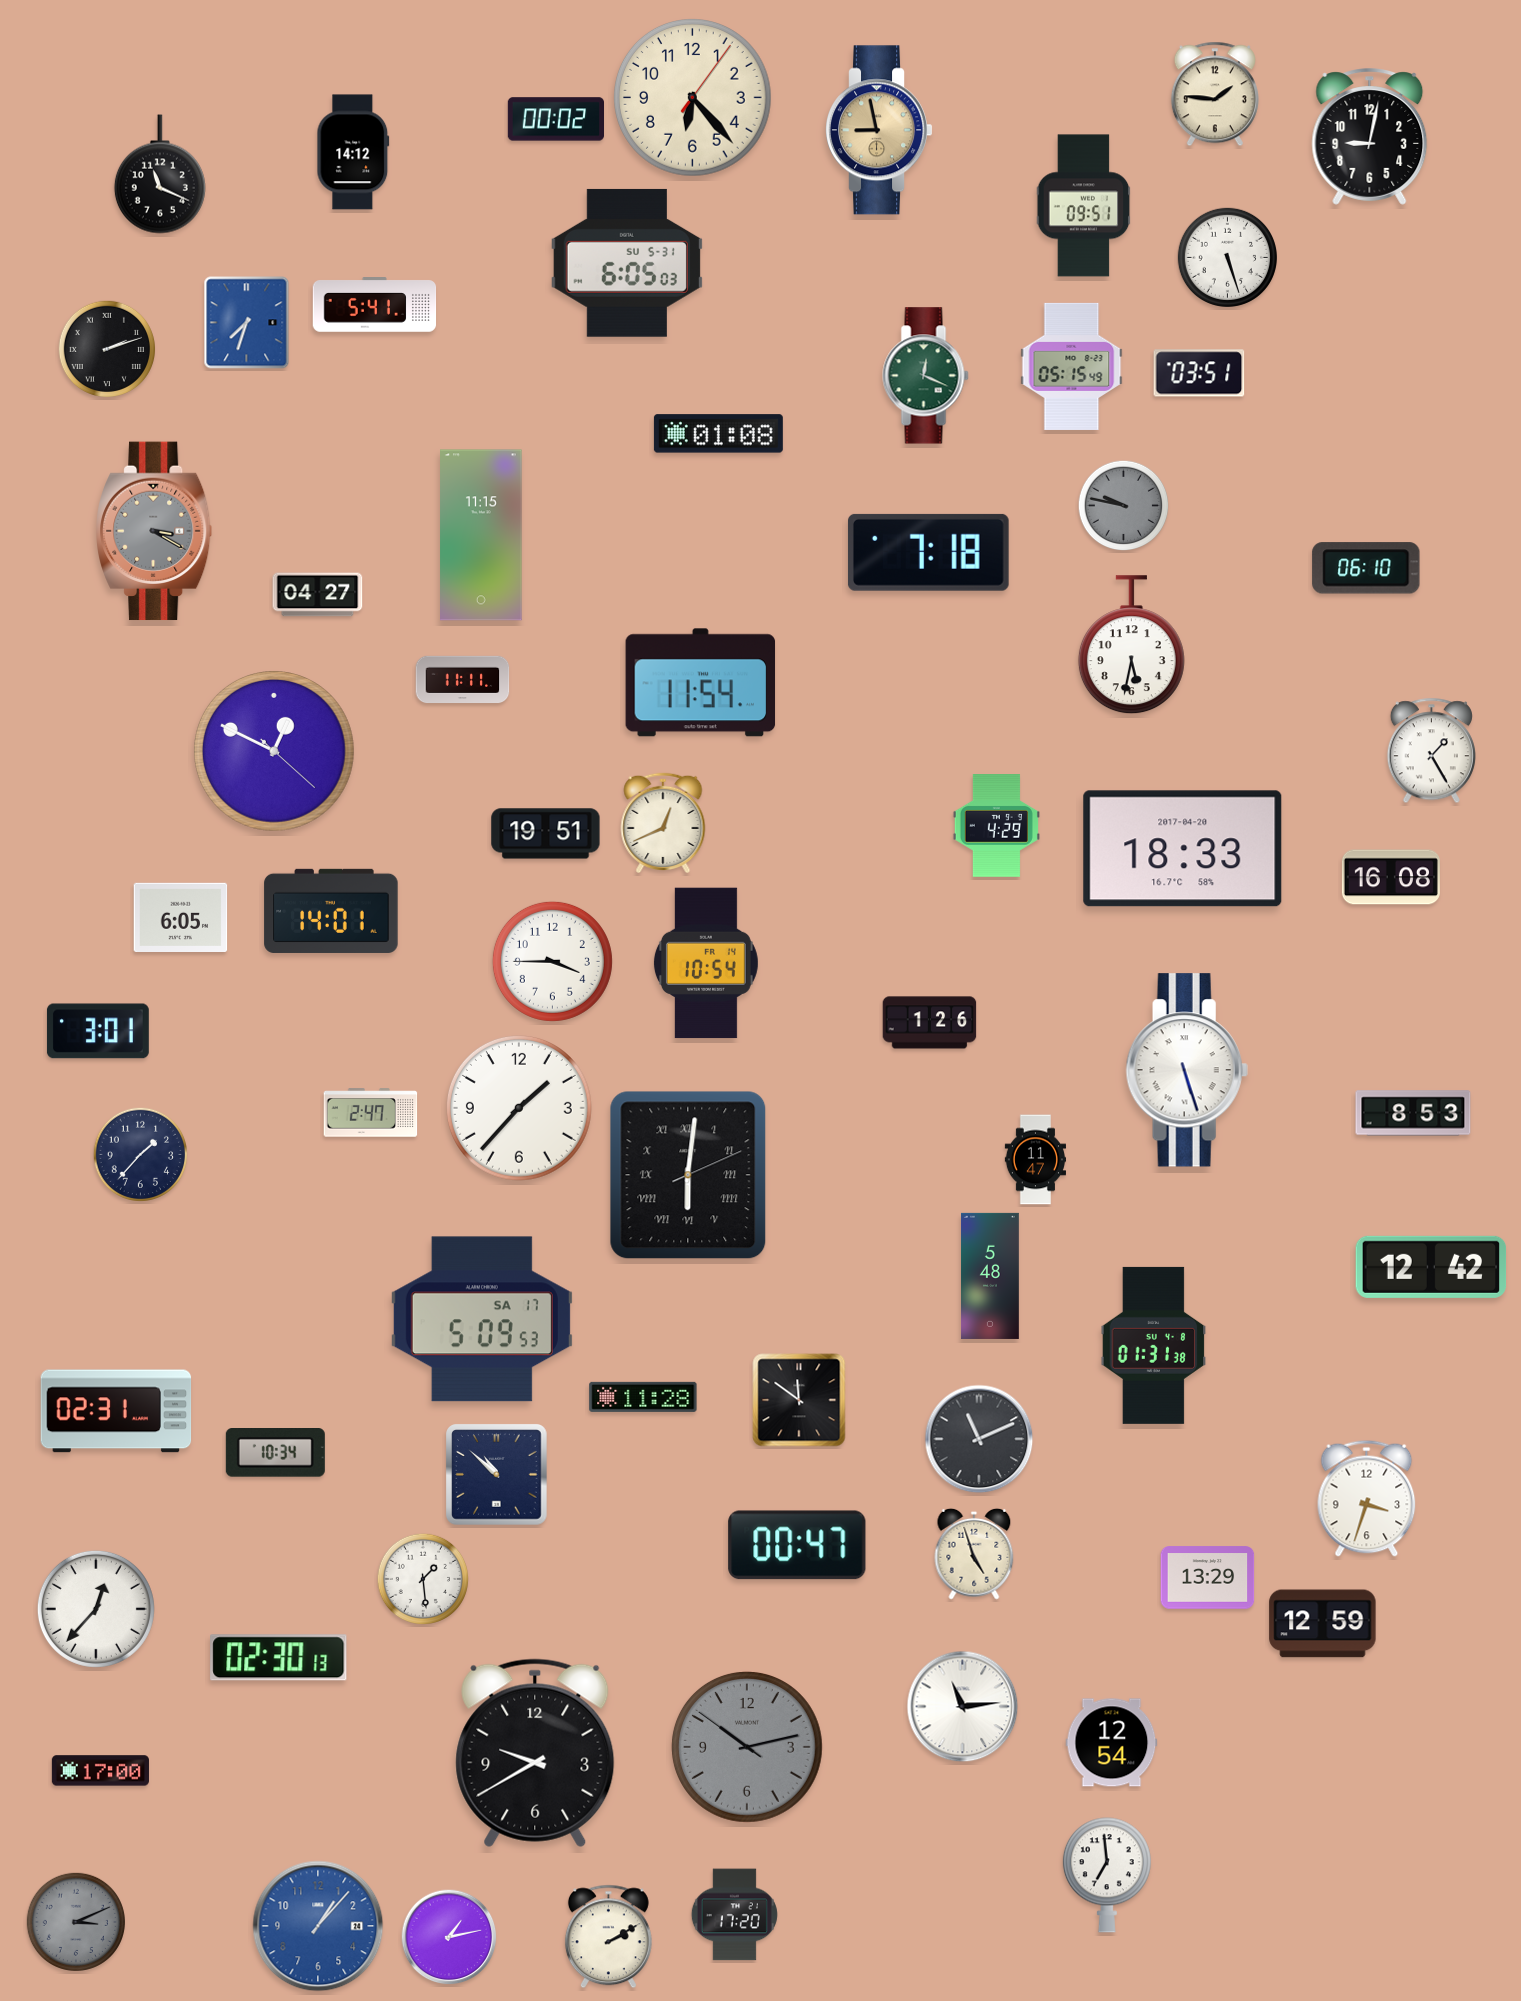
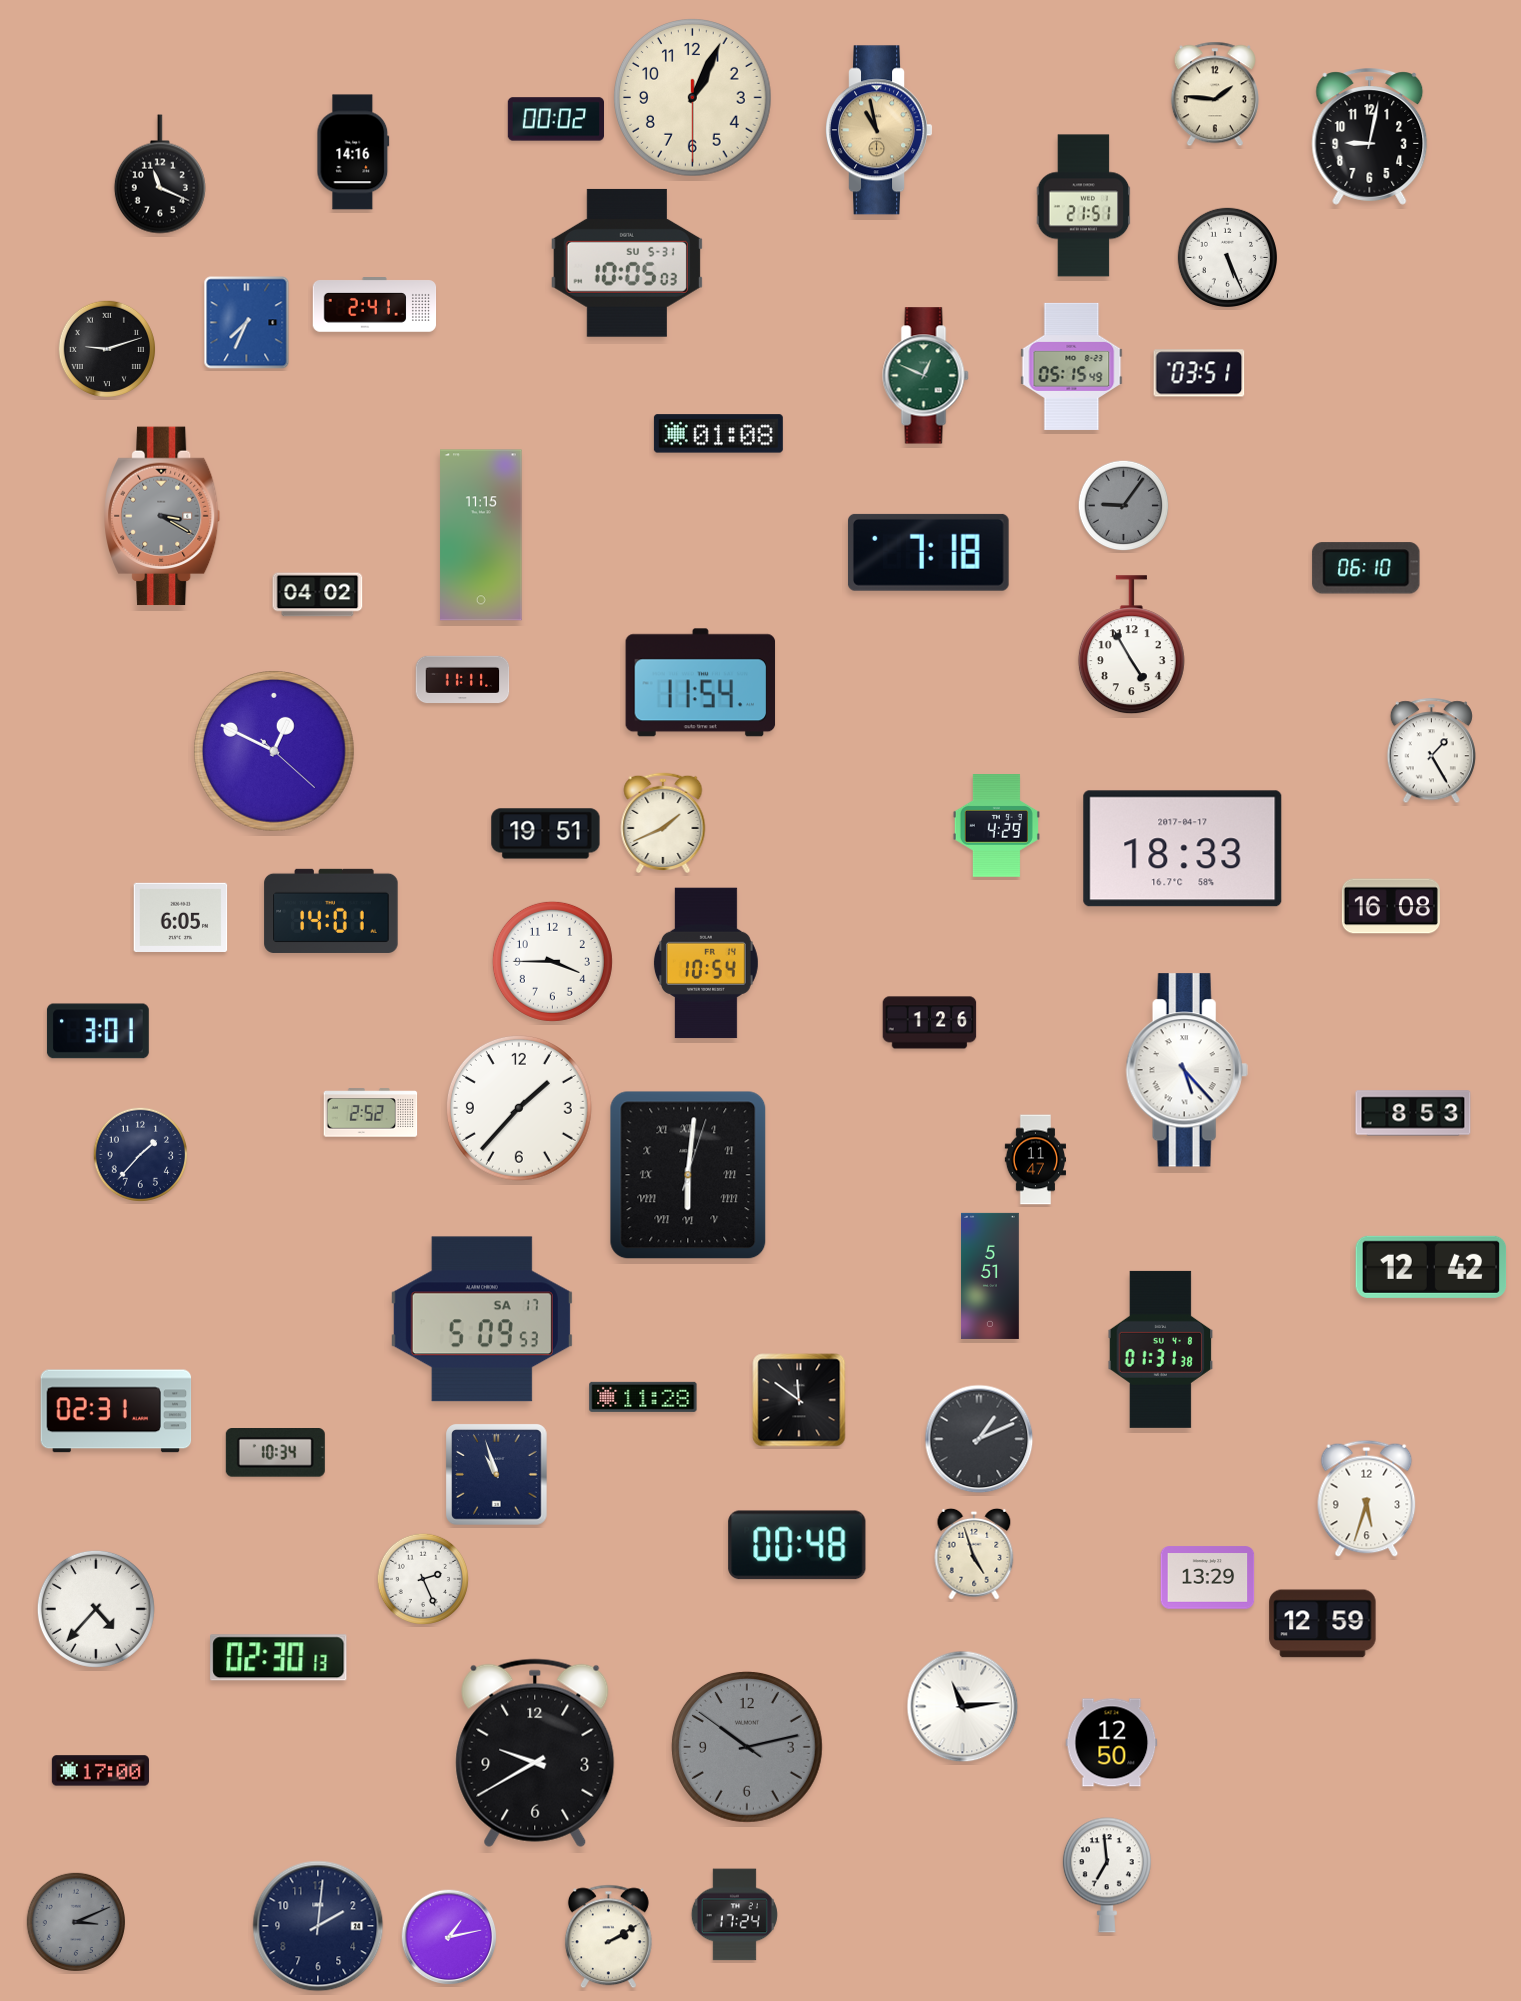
clock at (693, 98): 6:23 -> 1:04
clock at (880, 130): 8:58 -> 10:58
clock at (353, 152): 14:12 -> 14:16
clock at (1084, 206): 09:51 -> 21:51
clock at (1227, 257): 5:27 -> 5:26
clock at (627, 263): 6:05 -> 10:05
clock at (375, 305): 5:41 -> 2:41
clock at (247, 323): 7:33 -> 7:34
clock at (106, 348): 2:12 -> 9:12
clock at (926, 376): 12:19 -> 12:49
clock at (1124, 506): 9:47 -> 9:06
clock at (155, 531) position: (155, 531) -> (163, 516)
clock at (318, 595): 04:27 -> 04:02
clock at (1131, 645): 5:32 -> 4:55
clock at (663, 822): 12:41 -> 1:41
clock at (1183, 849) date: 2017-04-20 -> 2017-04-17
clock at (1391, 877) position: (1391, 877) -> (1391, 906)
clock at (1187, 1070): 5:27 -> 5:23
clock at (371, 1113): 2:47 -> 2:52
clock at (688, 1175): 6:01:11 -> 6:01:03
clock at (991, 1276): 5:48 -> 5:51
clock at (1154, 1345) position: (1154, 1345) -> (1161, 1349)
clock at (979, 1439): 11:11 -> 1:11
clock at (497, 1475): 10:52 -> 10:57
clock at (1367, 1498): 3:33 -> 5:33
clock at (797, 1545): 00:47 -> 00:48
clock at (423, 1579): 1:29 -> 2:26
clock at (96, 1609): 12:37 -> 4:37
clock at (1112, 1743): 12:54 -> 12:50
clock at (734, 1915): 17:20 -> 17:24
clock at (318, 1926): 1:07 -> 2:01
clock at (318, 1926) dial: blue -> navy
